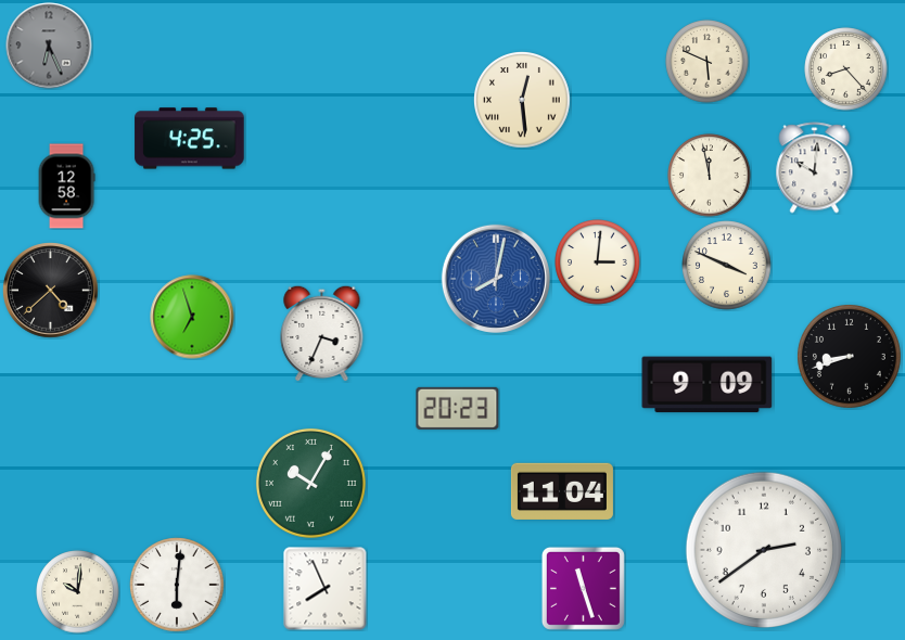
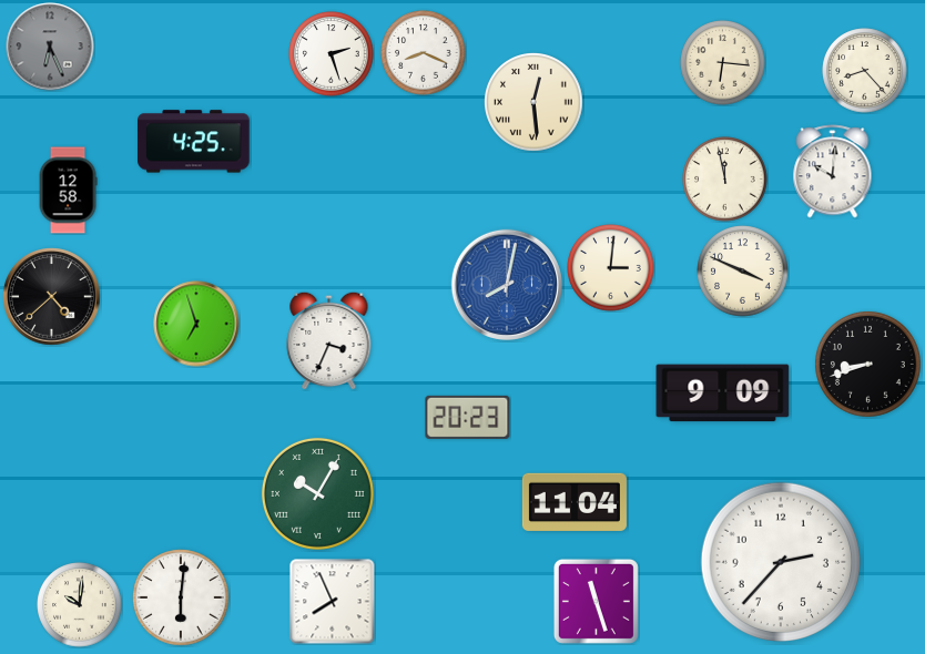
clock at (424, 53): none -> 8:19
clock at (332, 54): none -> 2:27
clock at (708, 62): 5:49 -> 6:16
clock at (763, 549): 2:39 -> 2:37
